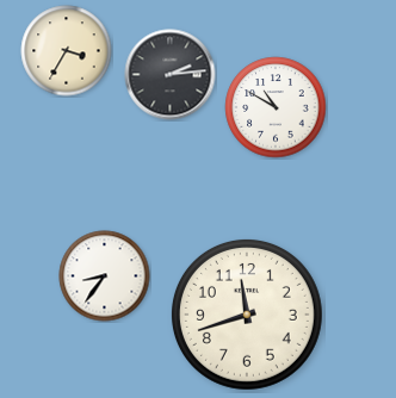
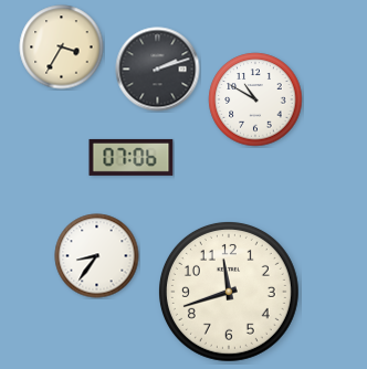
clock at (171, 75): 2:14 -> 2:12
clock at (132, 157): none -> 07:06
